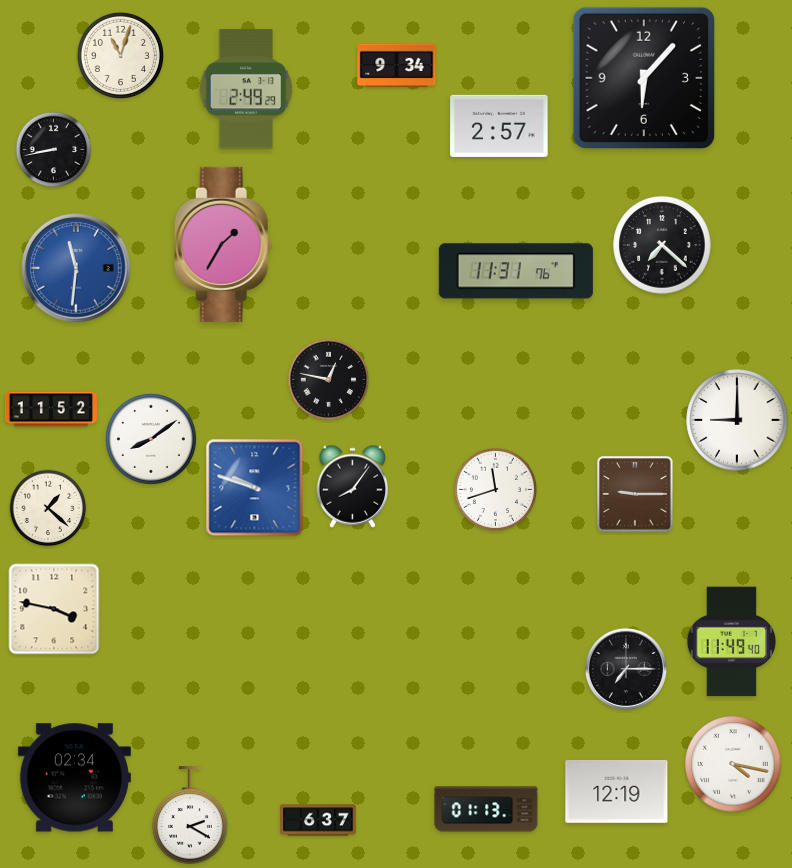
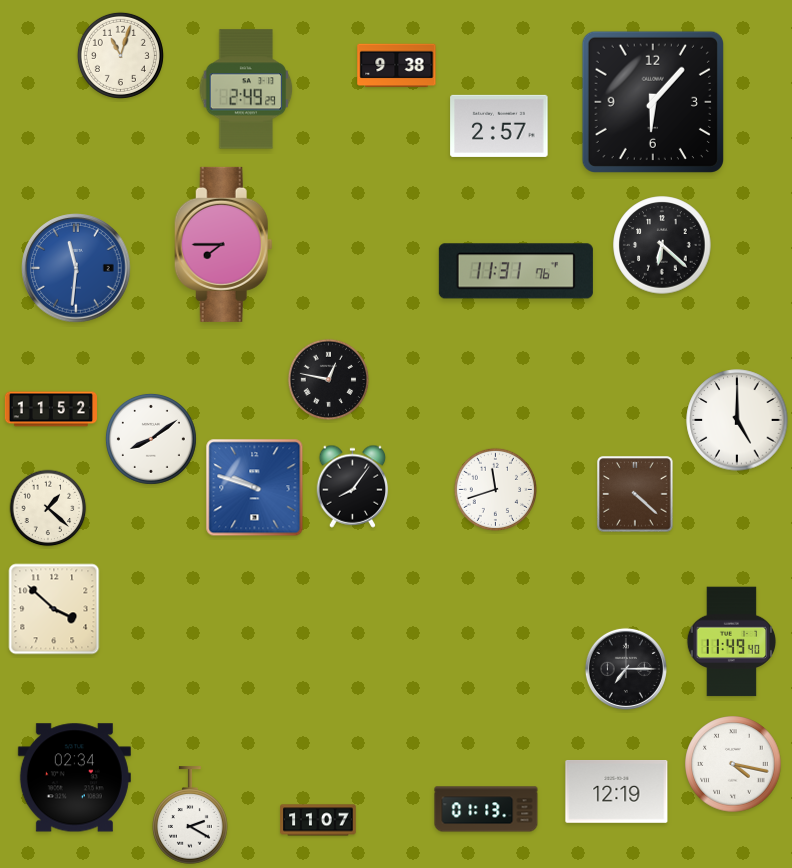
clock at (397, 66): 9:34 -> 9:38
clock at (644, 78) position: (644, 78) -> (653, 102)
clock at (54, 150): 8:43 -> none
clock at (223, 244): 1:35 -> 7:45
clock at (662, 245): 7:22 -> 6:22
clock at (737, 420): 9:00 -> 5:00
clock at (635, 494): 9:15 -> 4:22
clock at (54, 609): 3:47 -> 3:52
clock at (318, 820): 6:37 -> 11:07
